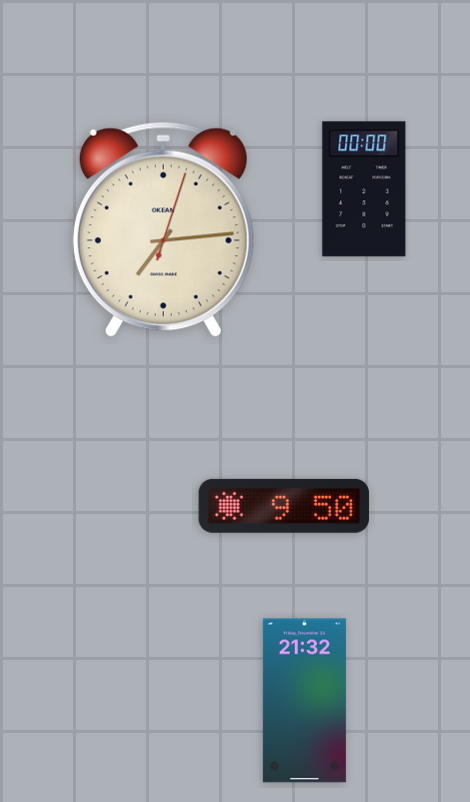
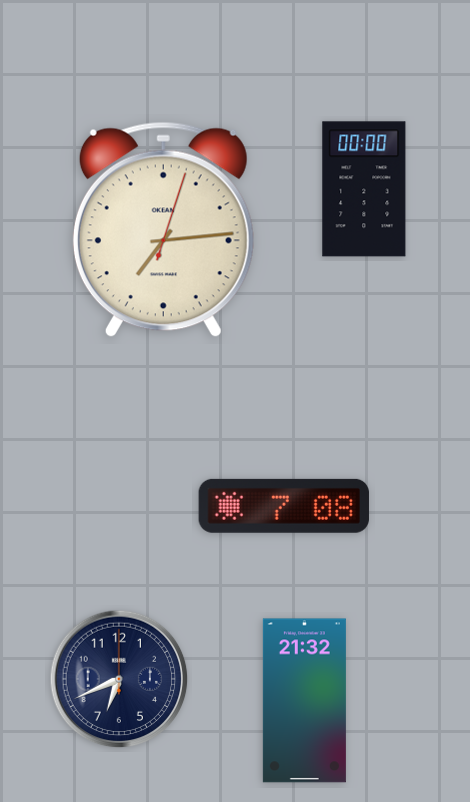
clock at (283, 506): 9:50 -> 7:08
clock at (119, 679): none -> 6:41
